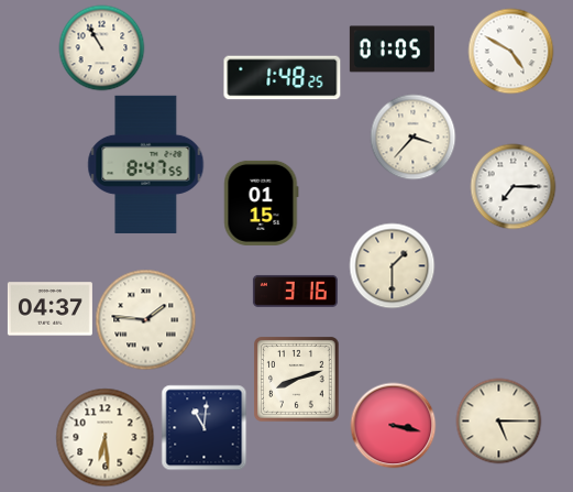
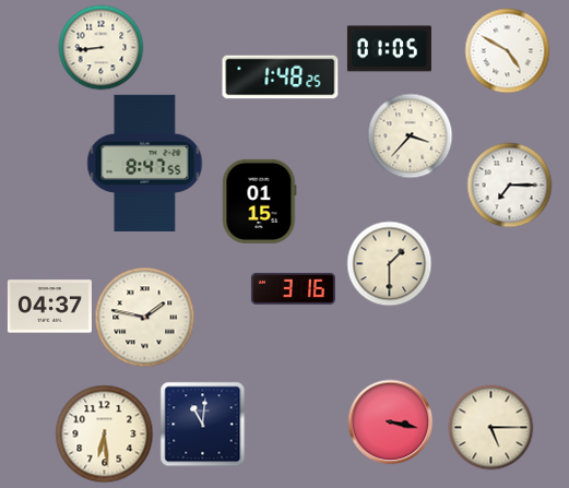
clock at (101, 47): 10:55 -> 8:44
clock at (145, 319): 1:46 -> 1:47
clock at (296, 379): 8:12 -> none
clock at (498, 420) position: (498, 420) -> (490, 427)
